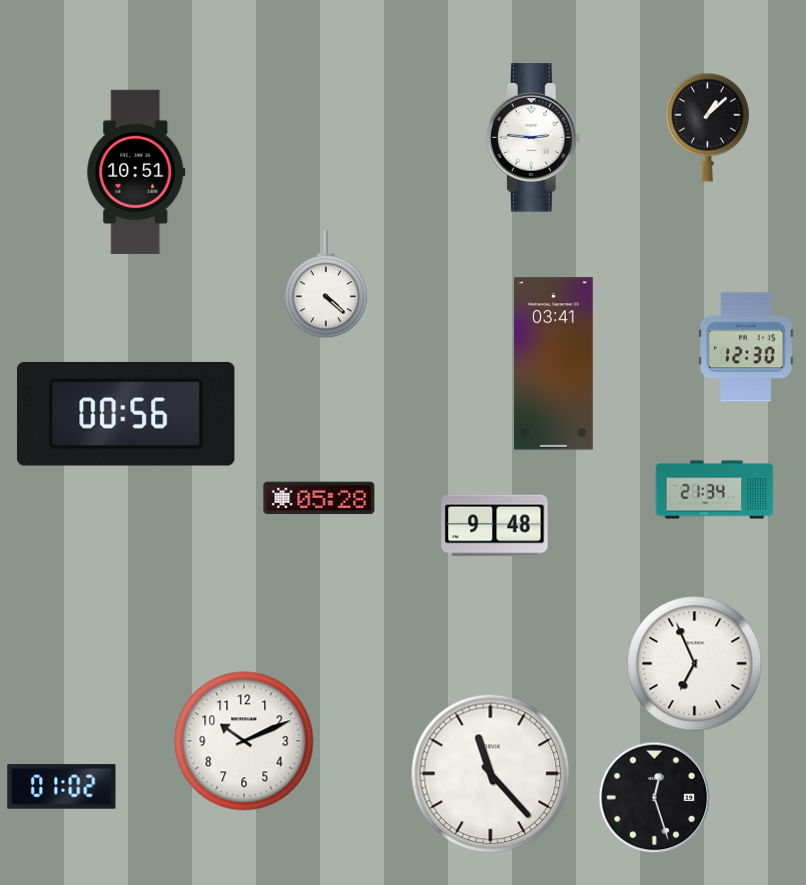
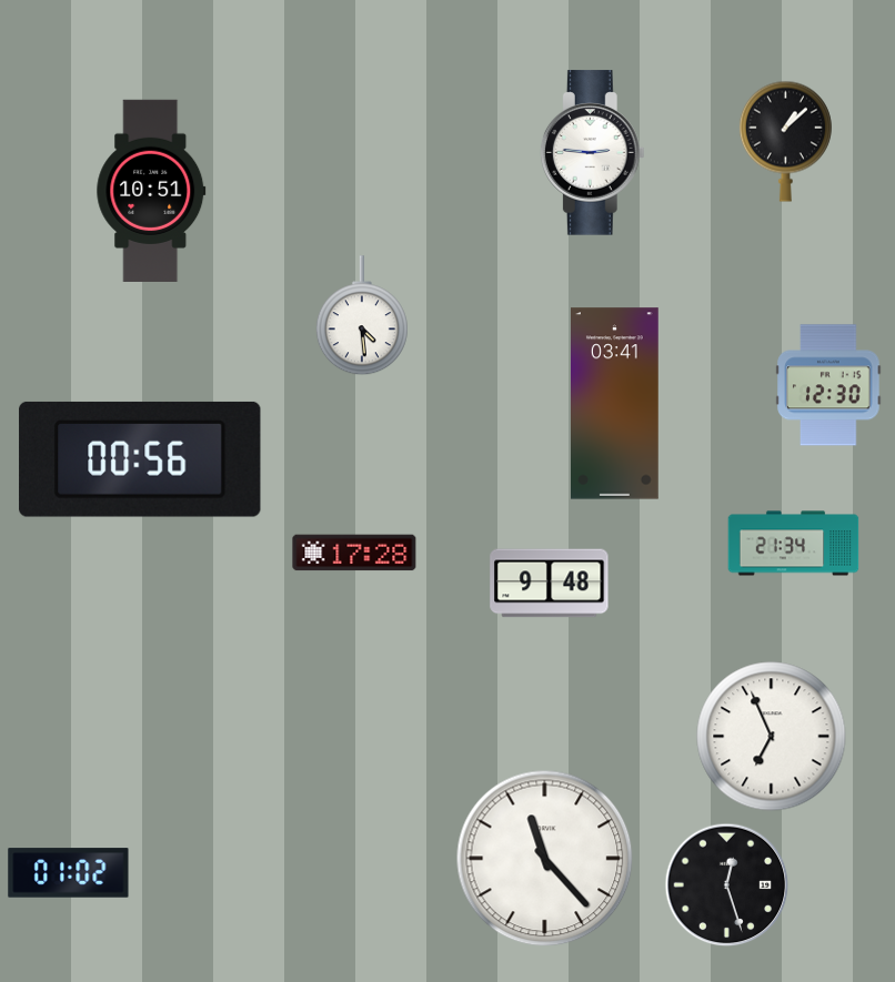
clock at (326, 285): 4:22 -> 4:29
clock at (319, 498): 05:28 -> 17:28
clock at (244, 741): 10:11 -> none
